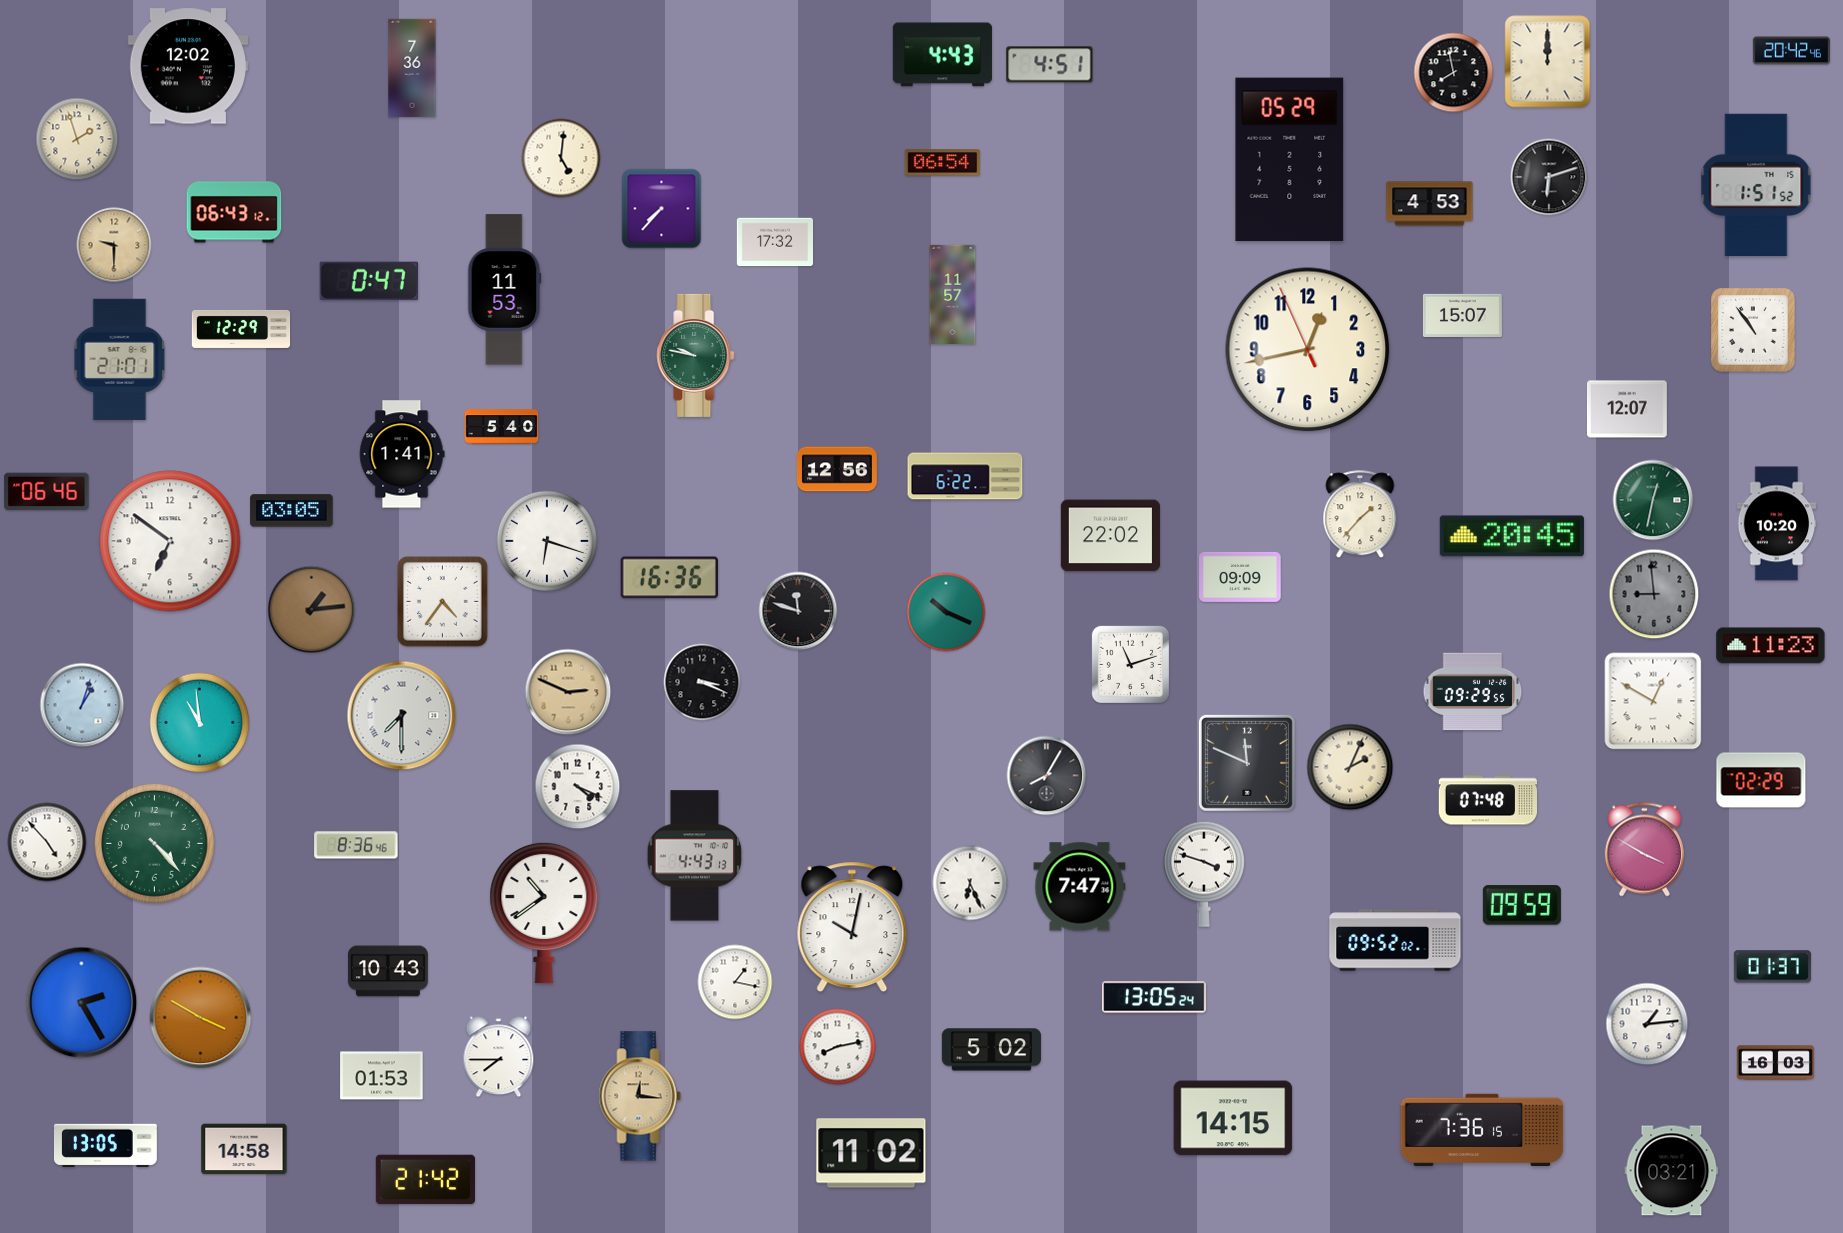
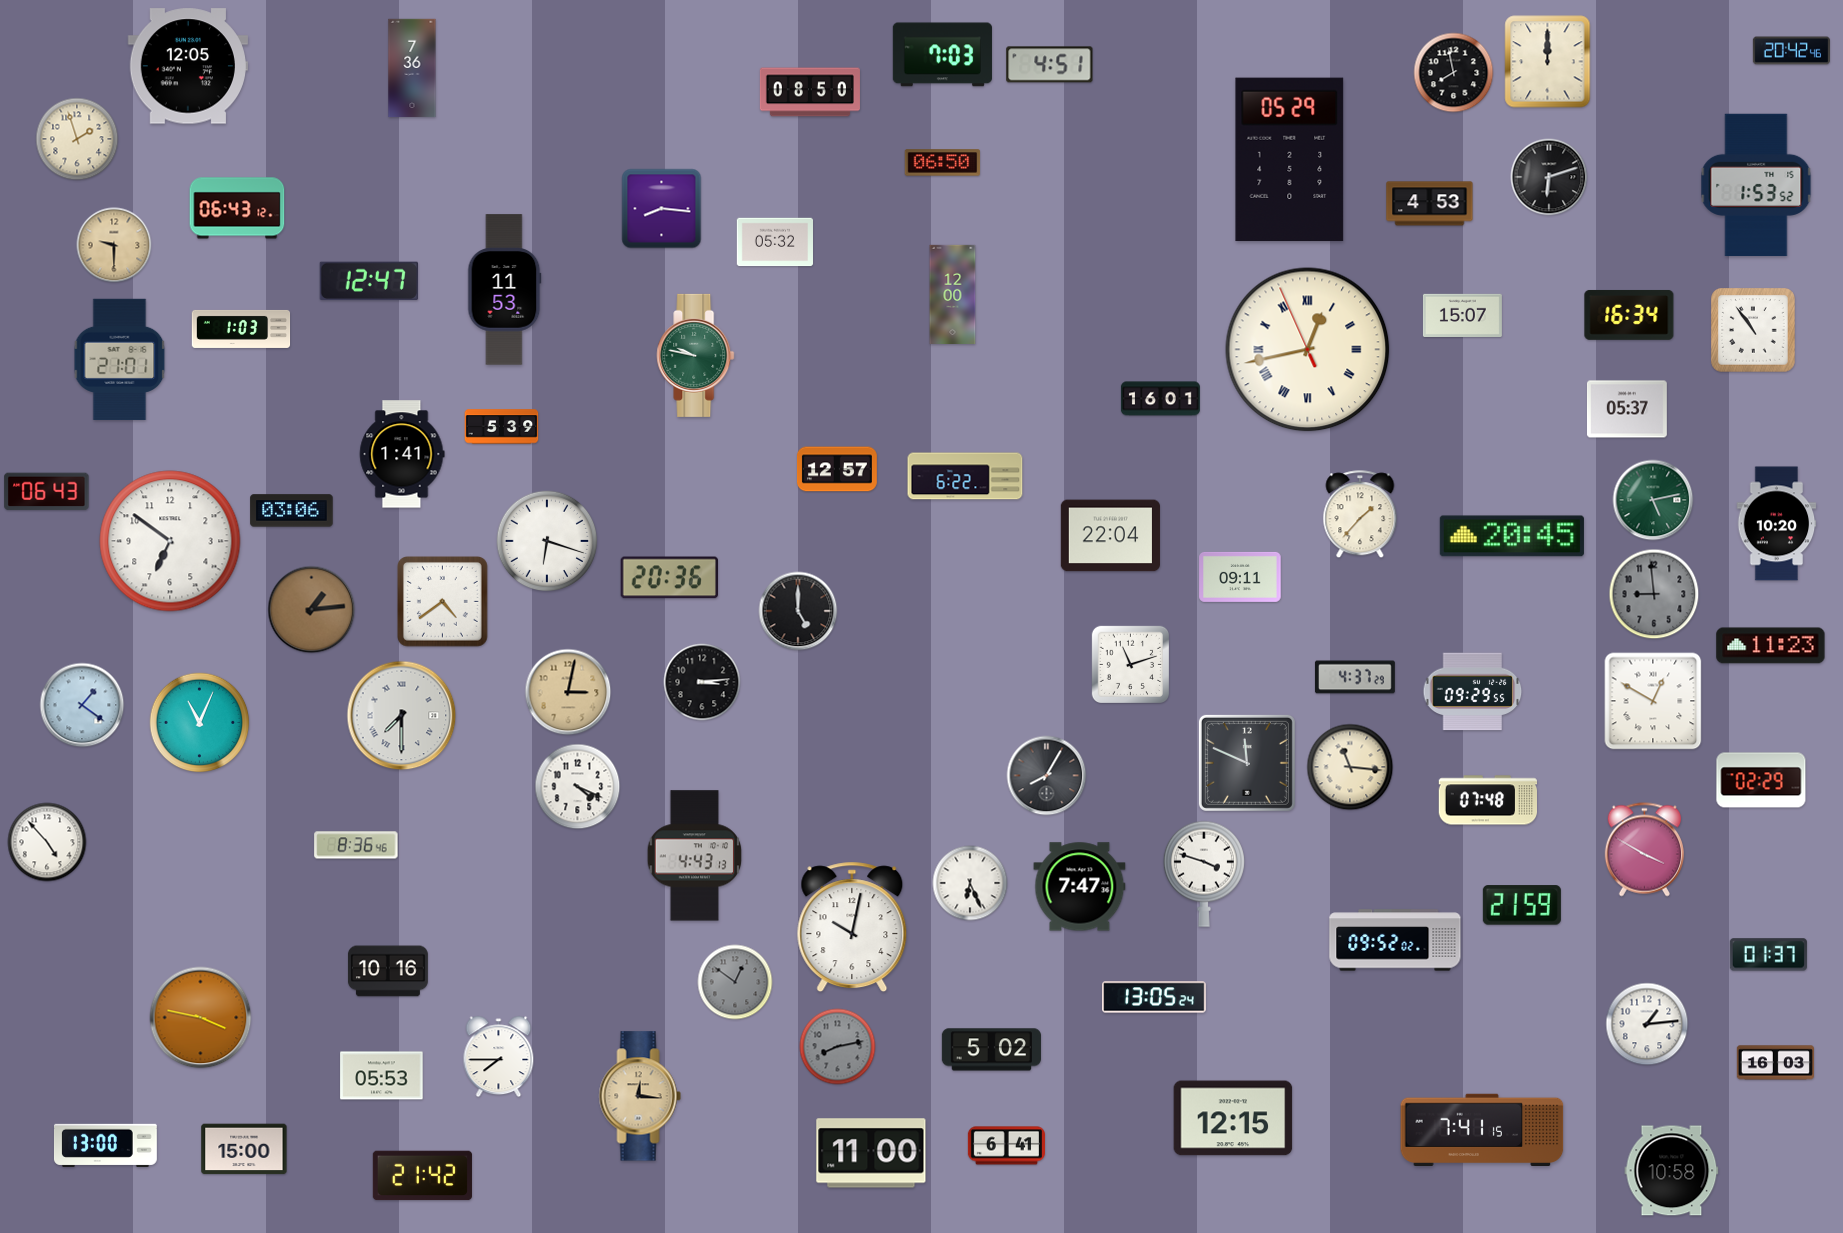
clock at (942, 55): 4:43 -> 7:03
clock at (188, 66): 12:02 -> 12:05
clock at (810, 92): none -> 08:50
clock at (561, 158): 5:01 -> none
clock at (943, 163): 06:54 -> 06:50
clock at (1756, 185): 1:51 -> 1:53
clock at (662, 209): 7:37 -> 8:16
clock at (234, 212) position: (234, 212) -> (237, 208)
clock at (775, 242): 17:32 -> 05:32
clock at (369, 280): 0:47 -> 12:47
clock at (953, 294): 11:57 -> 12:00
clock at (1629, 315): none -> 16:34
clock at (241, 329): 12:29 -> 1:03
clock at (1308, 350) numerals: Arabic -> Roman
clock at (1160, 399): none -> 16:01
clock at (1627, 409): 12:07 -> 05:37
clock at (502, 427): 5:40 -> 5:39
clock at (837, 469): 12:56 -> 12:57
clock at (47, 492): 06:46 -> 06:43
clock at (1653, 500): 12:32 -> 5:13
clock at (292, 511): 03:05 -> 03:06
clock at (1110, 536): 22:02 -> 22:04
clock at (1240, 577): 09:09 -> 09:11
clock at (669, 578): 16:36 -> 20:36
clock at (443, 602): 4:36 -> 4:39
clock at (798, 611): 11:48 -> 5:00
clock at (946, 612): 10:19 -> none
clock at (1355, 677): none -> 4:37
clock at (702, 682): 3:19 -> 3:14
clock at (568, 692): 2:49 -> 3:02
clock at (82, 705): 1:03 -> 1:21
clock at (200, 723): 10:59 -> 11:04
clock at (1350, 767): 2:04 -> 11:16
clock at (155, 844): 4:23 -> none
clock at (1522, 905): 09:59 -> 21:59
clock at (544, 913): 10:39 -> none
clock at (1772, 967) position: (1772, 967) -> (1768, 955)
clock at (388, 971): 10:43 -> 10:16
clock at (735, 982): 1:17 -> 12:51
clock at (735, 982) dial: white -> grey
clock at (82, 1003): 2:25 -> none
clock at (201, 1018): 3:50 -> 3:47
clock at (838, 1047) dial: white -> grey
clock at (382, 1076): 01:53 -> 05:53
clock at (1233, 1118): 14:15 -> 12:15
clock at (1482, 1129): 7:36 -> 7:41
clock at (105, 1145): 13:05 -> 13:00
clock at (1006, 1146): none -> 6:41
clock at (244, 1149): 14:58 -> 15:00
clock at (871, 1153): 11:02 -> 11:00
clock at (1672, 1171): 03:21 -> 10:58
clock at (425, 1180) position: (425, 1180) -> (422, 1176)
